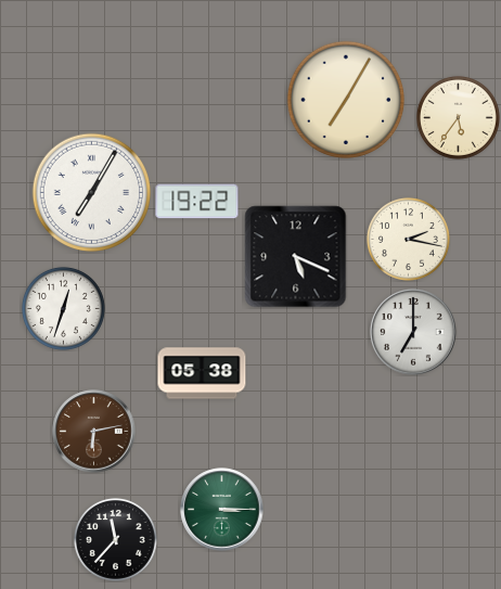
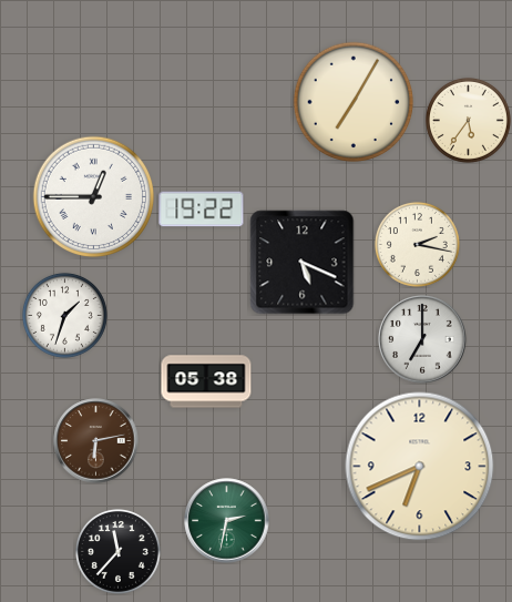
clock at (92, 193): 7:05 -> 12:45
clock at (197, 202) position: (197, 202) -> (202, 210)
clock at (63, 308): 12:33 -> 1:33
clock at (420, 467): none -> 6:41
clock at (222, 510): 3:15 -> 2:32
